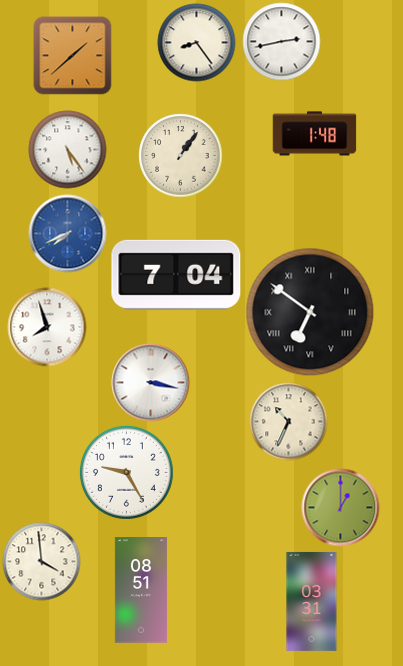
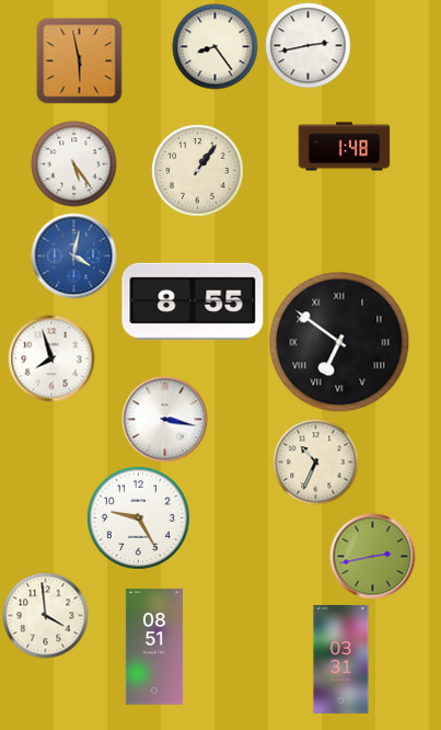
clock at (72, 55): 1:38 -> 5:58
clock at (67, 233): 7:41 -> 4:02
clock at (176, 275): 7:04 -> 8:55
clock at (340, 507): 1:00 -> 2:43
